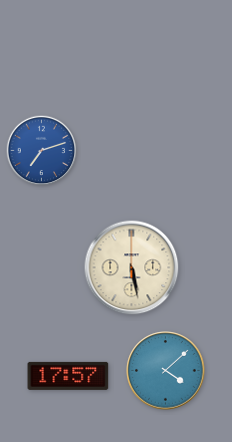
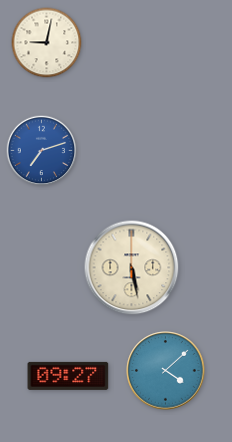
clock at (47, 43): none -> 9:02
clock at (68, 376): 17:57 -> 09:27
